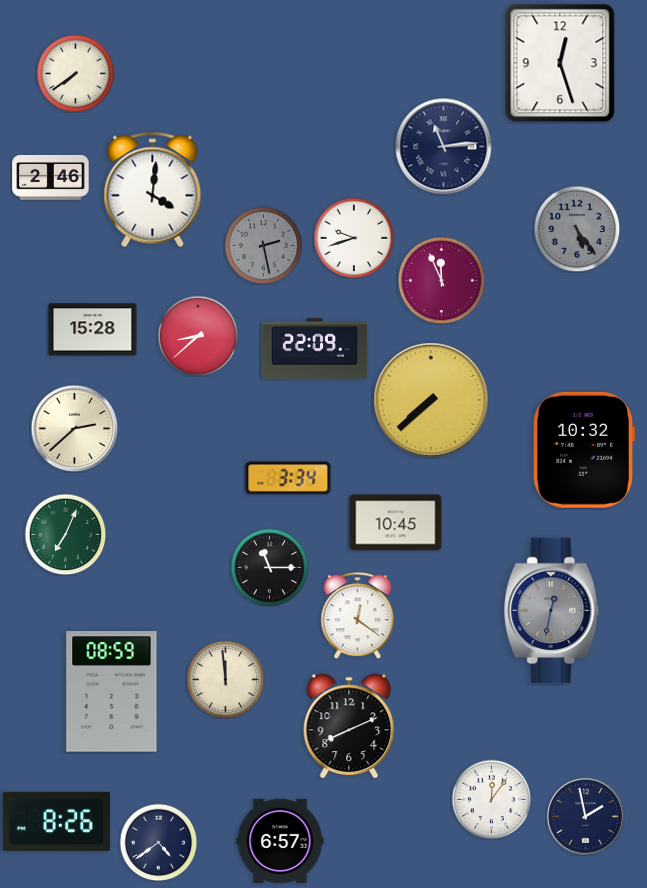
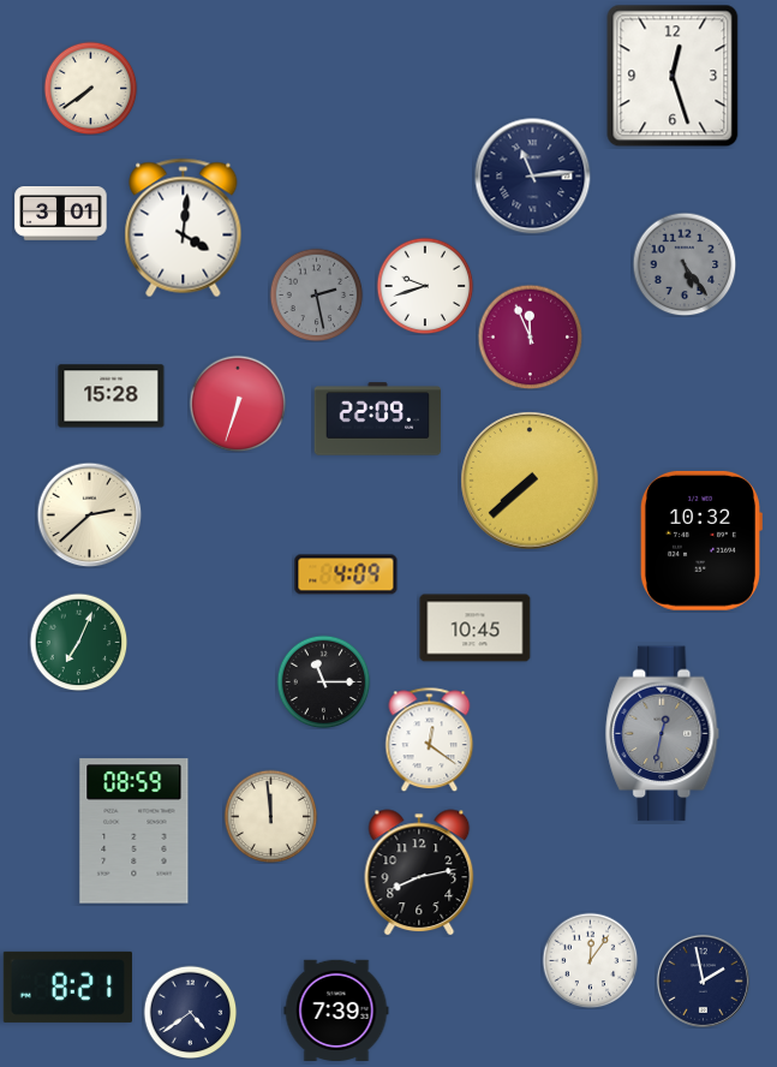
clock at (51, 178): 2:46 -> 3:01
clock at (577, 229) position: (577, 229) -> (685, 264)
clock at (198, 336): 8:38 -> 6:33
clock at (431, 400) position: (431, 400) -> (530, 481)
clock at (288, 478): 3:34 -> 4:09
clock at (349, 726): 8:11 -> 8:13
clock at (56, 821): 8:26 -> 8:21
clock at (280, 840): 6:57 -> 7:39
